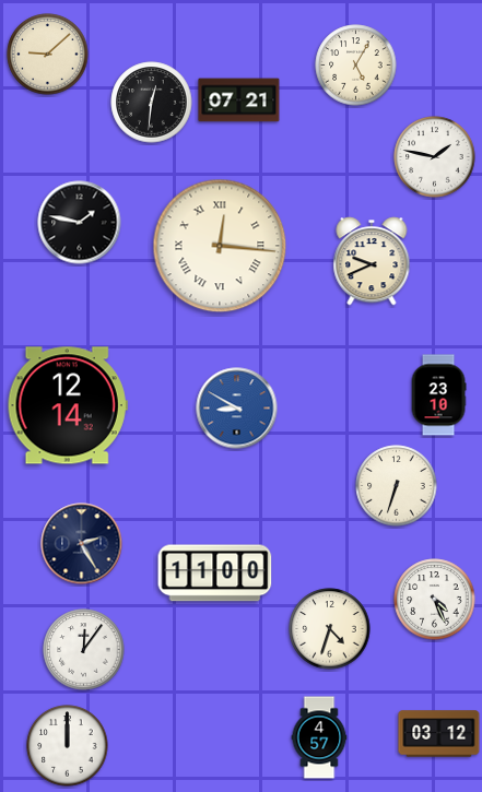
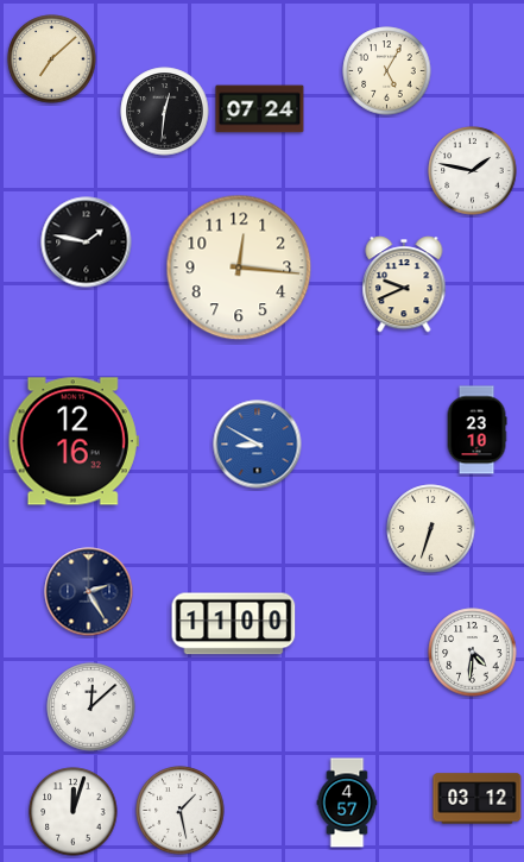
clock at (48, 55): 9:08 -> 7:08
clock at (239, 101): 07:21 -> 07:24
clock at (220, 246) numerals: Roman -> Arabic
clock at (68, 405): 12:14 -> 12:16
clock at (435, 600): 4:26 -> 4:31
clock at (330, 629): 4:33 -> none
clock at (84, 650): 12:06 -> 12:08
clock at (181, 811): none -> 1:28
clock at (68, 746): 12:00 -> 12:03
